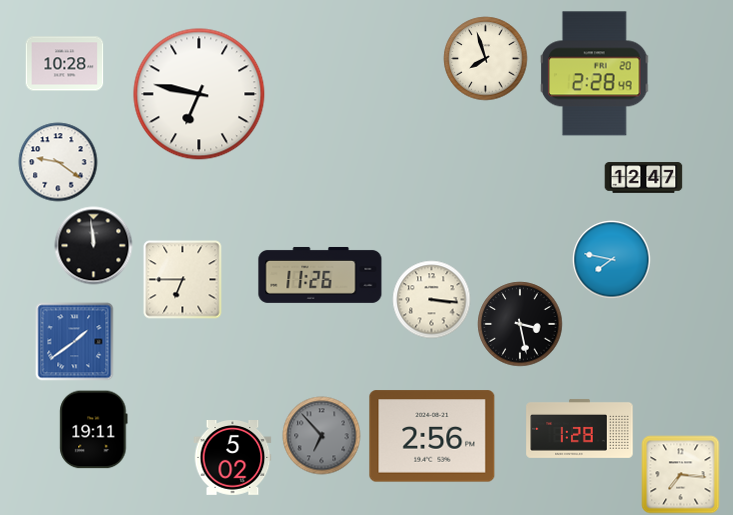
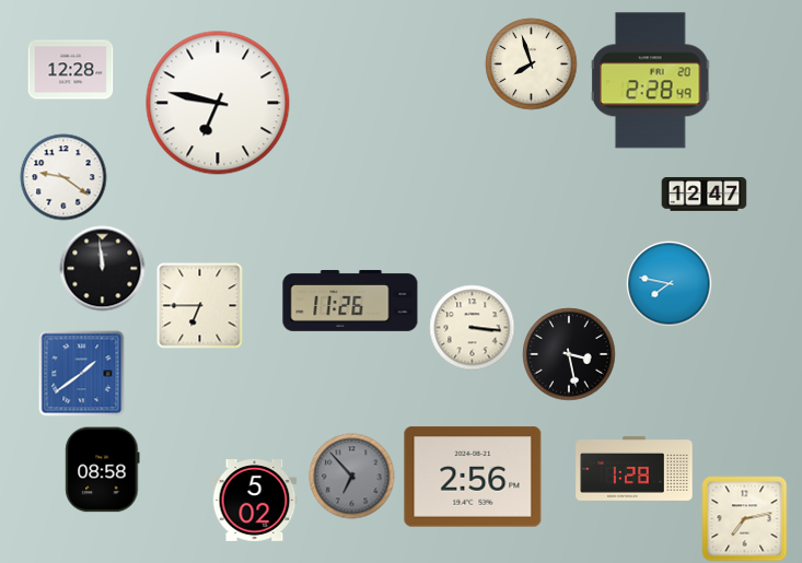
clock at (64, 64): 10:28 -> 12:28
clock at (94, 429): 19:11 -> 08:58
clock at (680, 474): 7:16 -> 7:13
